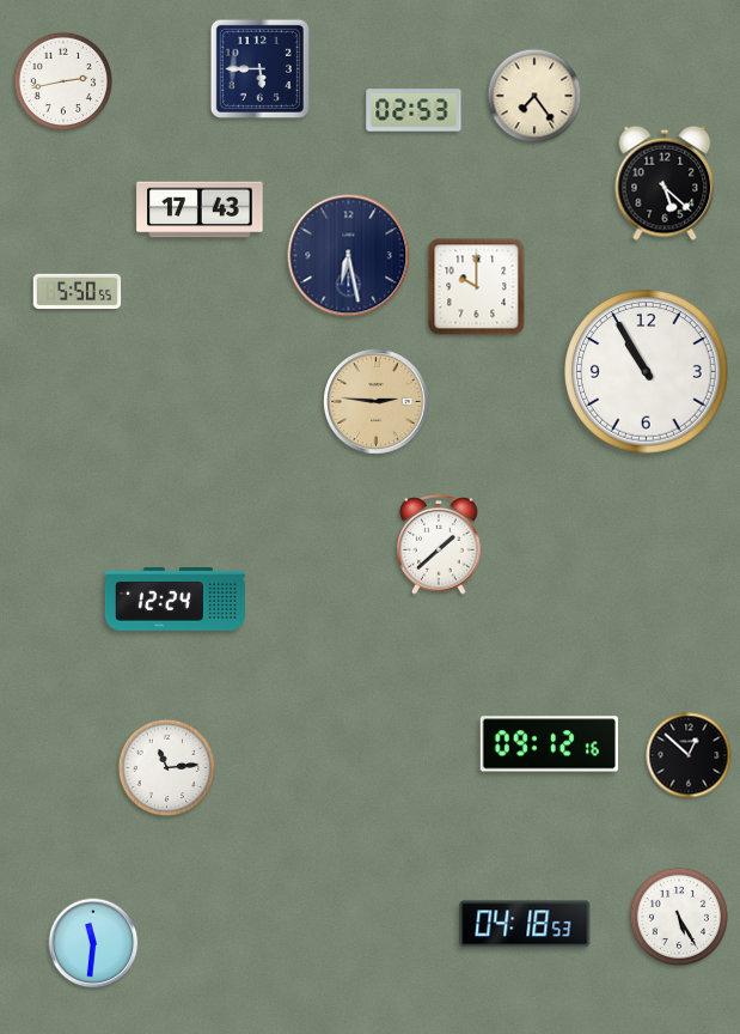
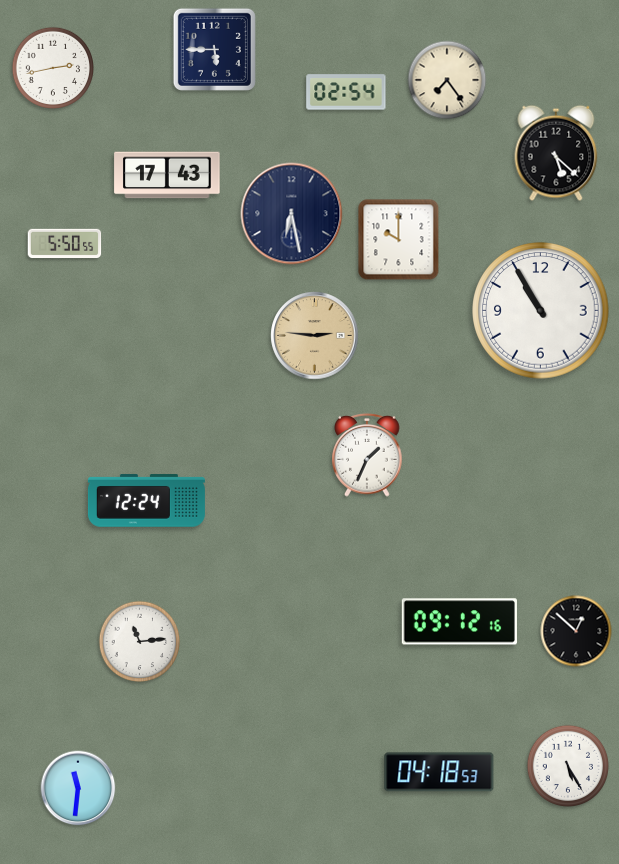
clock at (259, 68) position: (259, 68) -> (214, 49)
clock at (414, 110): 02:53 -> 02:54
clock at (439, 546): 1:38 -> 1:34
